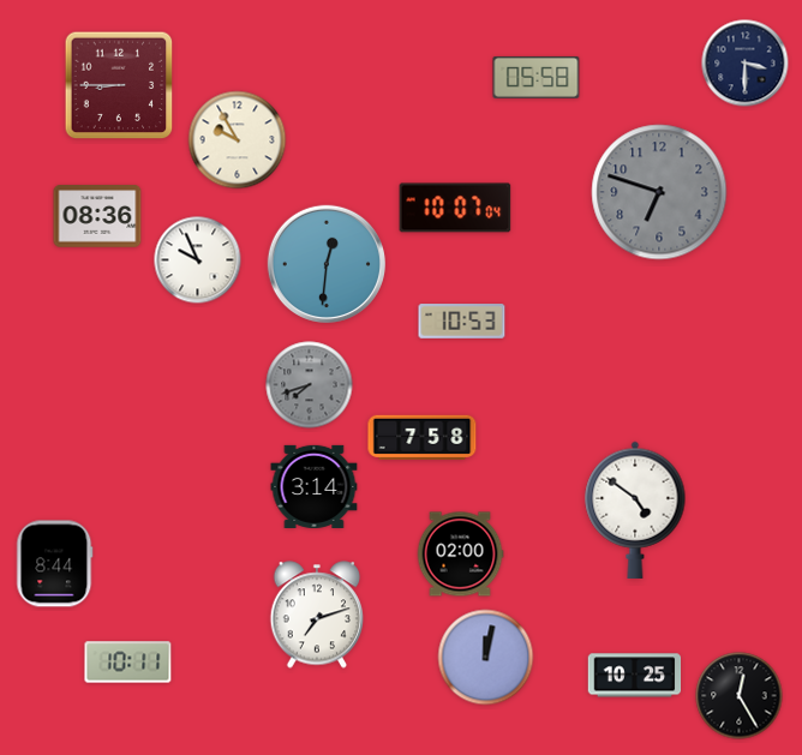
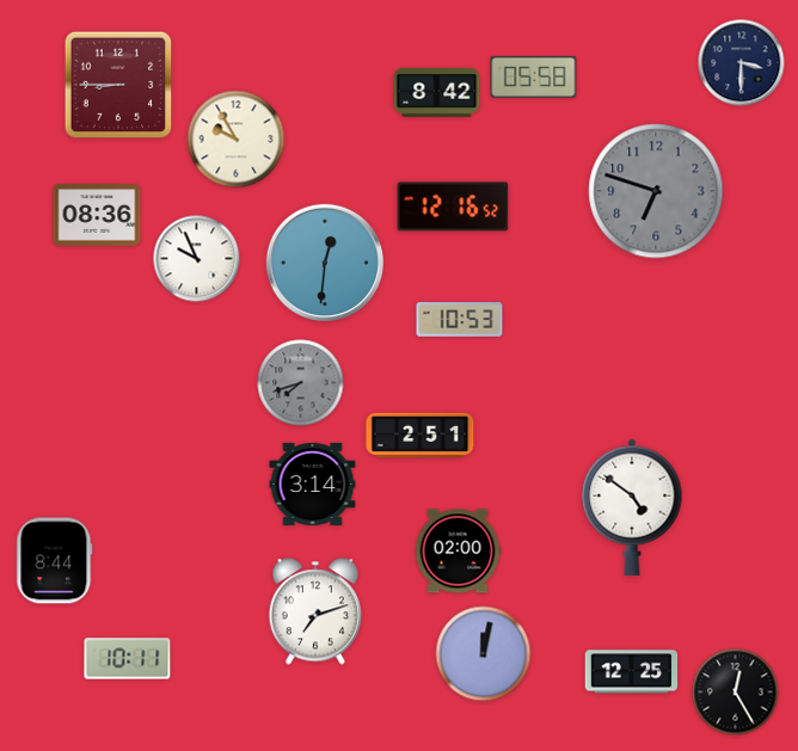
clock at (437, 92): none -> 8:42
clock at (455, 208): 10:07 -> 12:16
clock at (310, 385) position: (310, 385) -> (301, 383)
clock at (423, 437): 7:58 -> 2:51
clock at (635, 676): 10:25 -> 12:25
